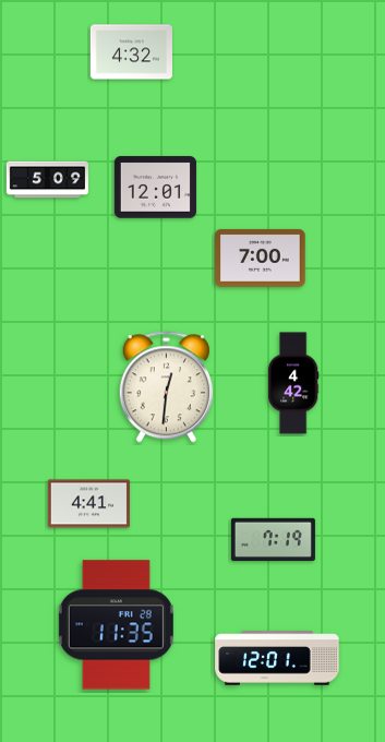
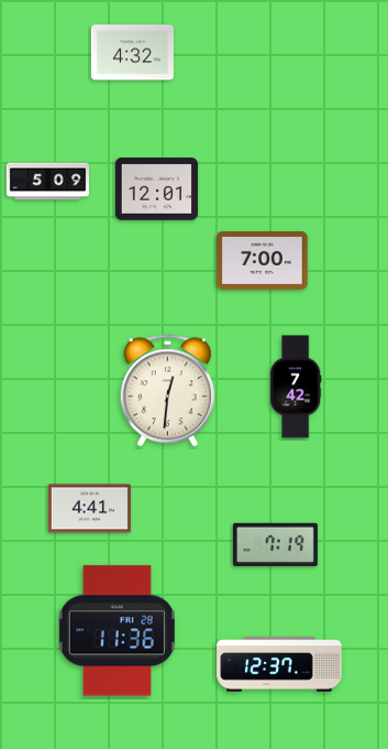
clock at (293, 383): 4:42 -> 7:42
clock at (116, 625): 11:35 -> 11:36
clock at (277, 658): 12:01 -> 12:37
